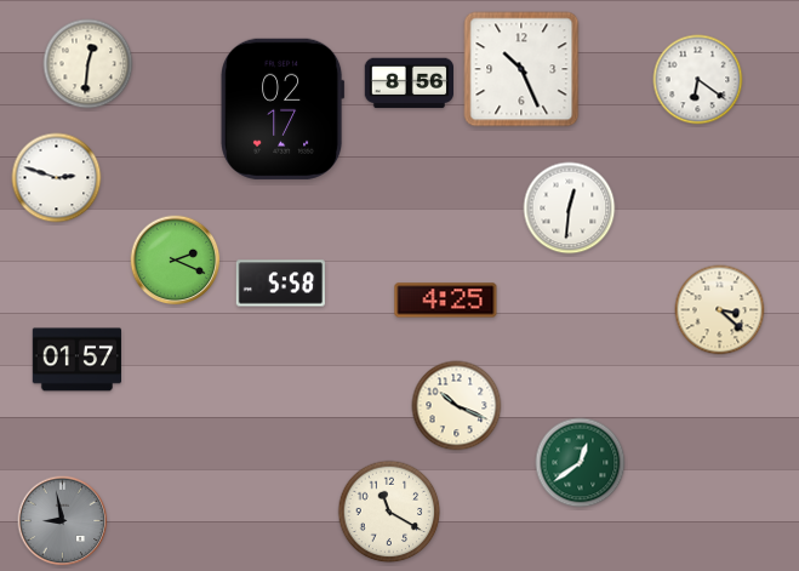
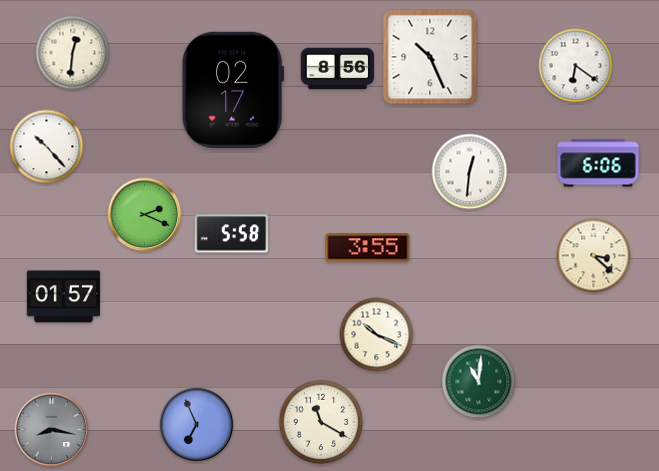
clock at (57, 178): 2:48 -> 10:23
clock at (598, 163): none -> 6:06
clock at (446, 301): 4:25 -> 3:55
clock at (581, 463): 12:39 -> 11:01
clock at (197, 425): none -> 6:56
clock at (63, 521): 8:58 -> 8:17
